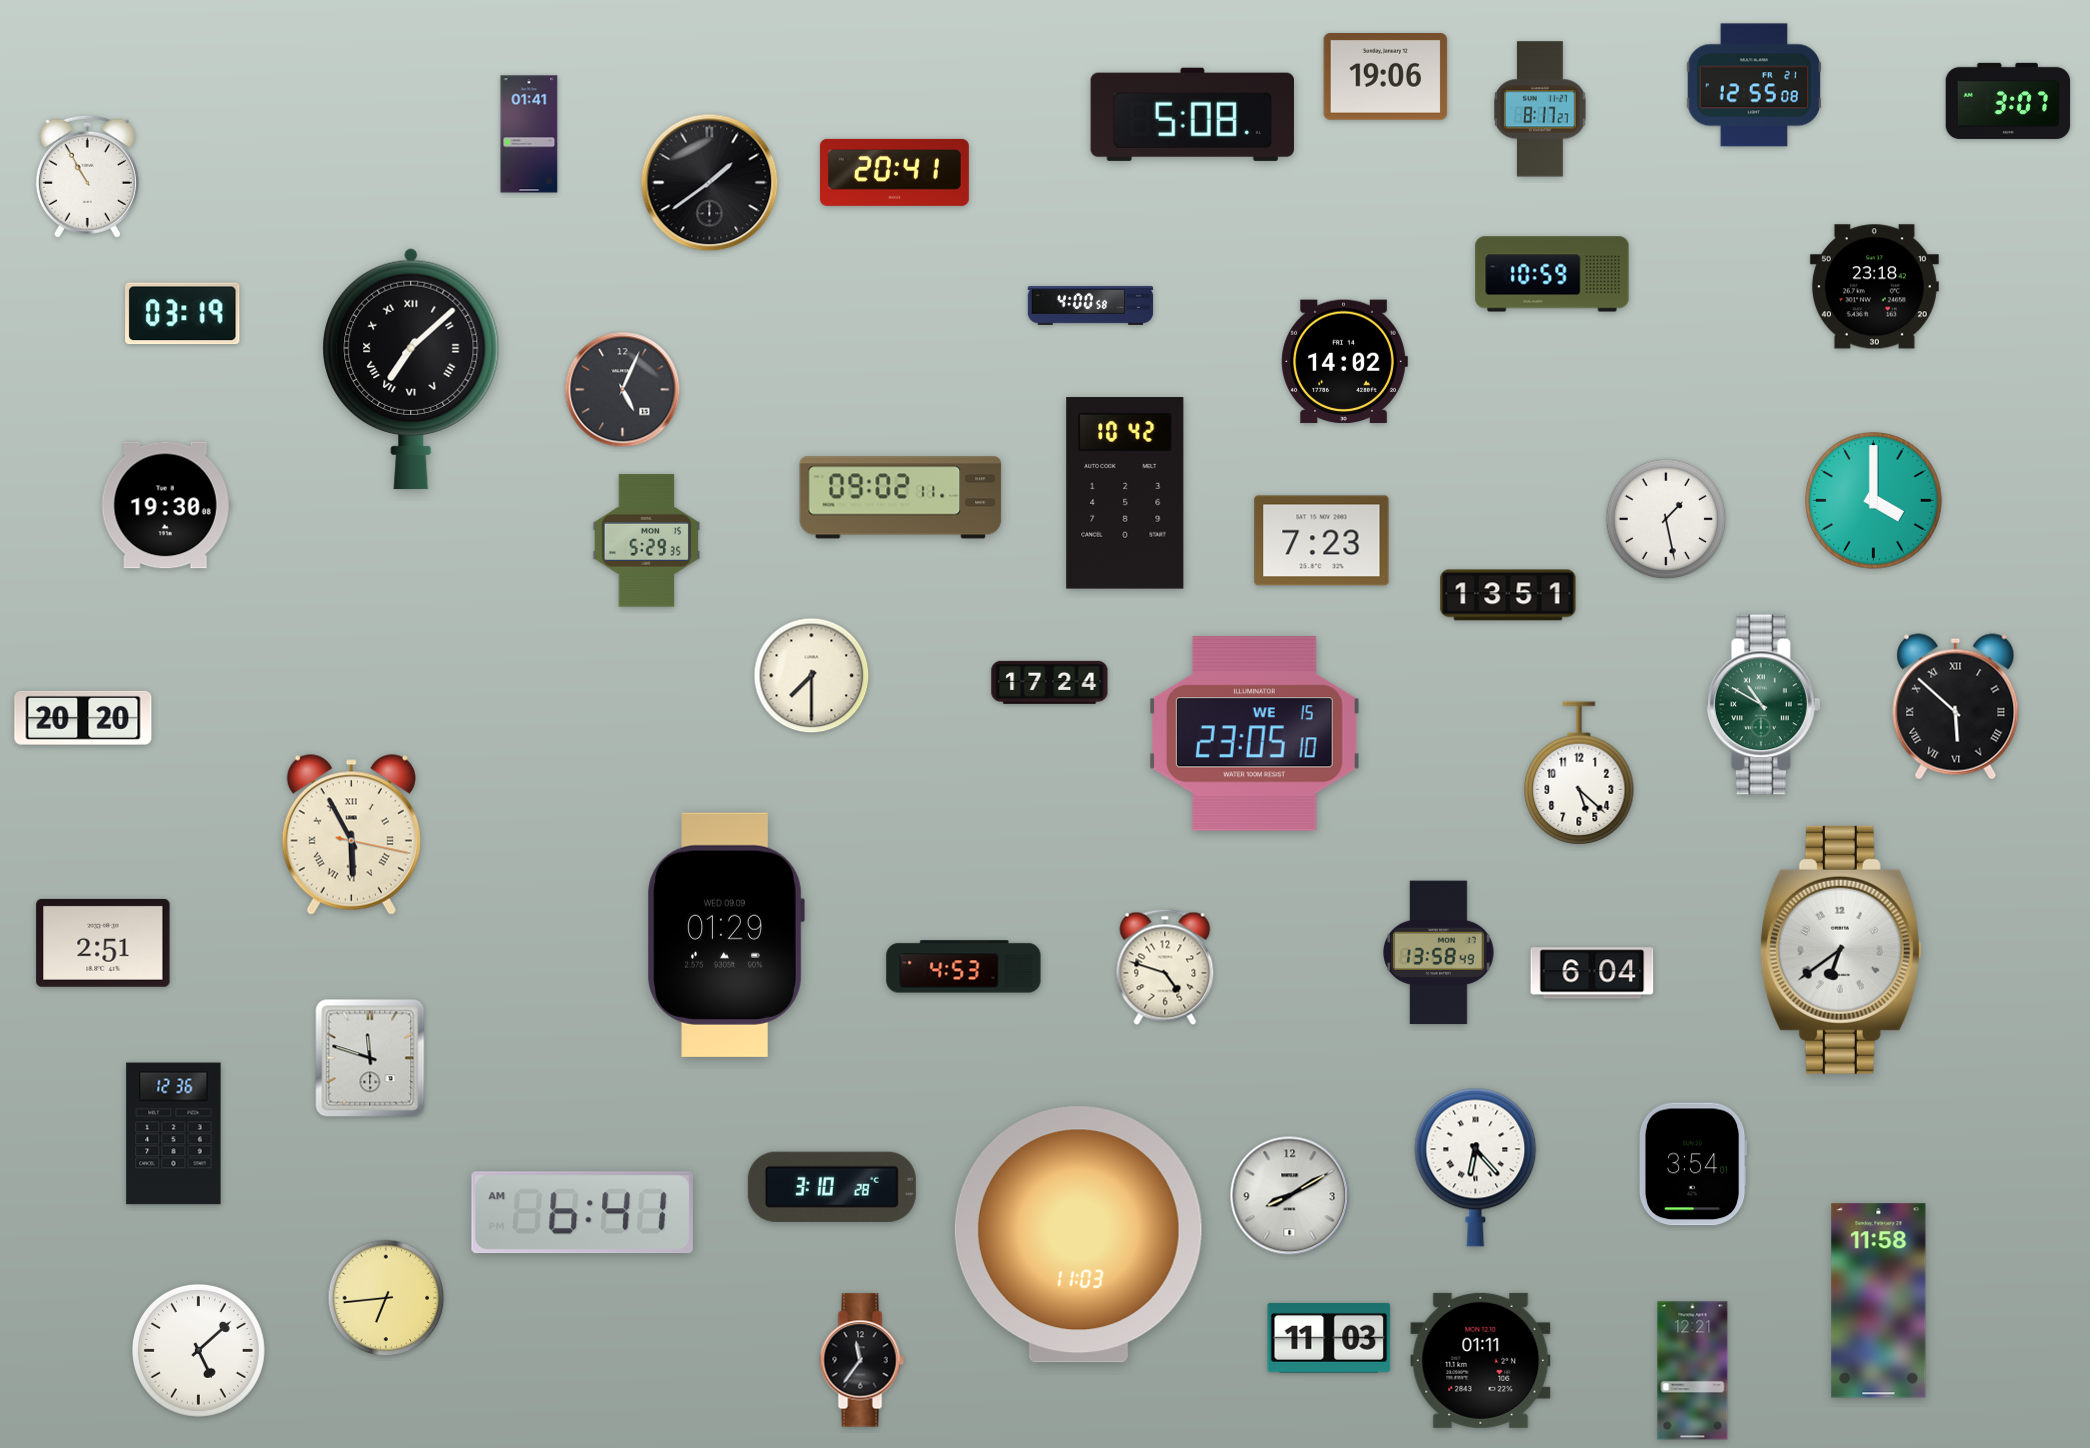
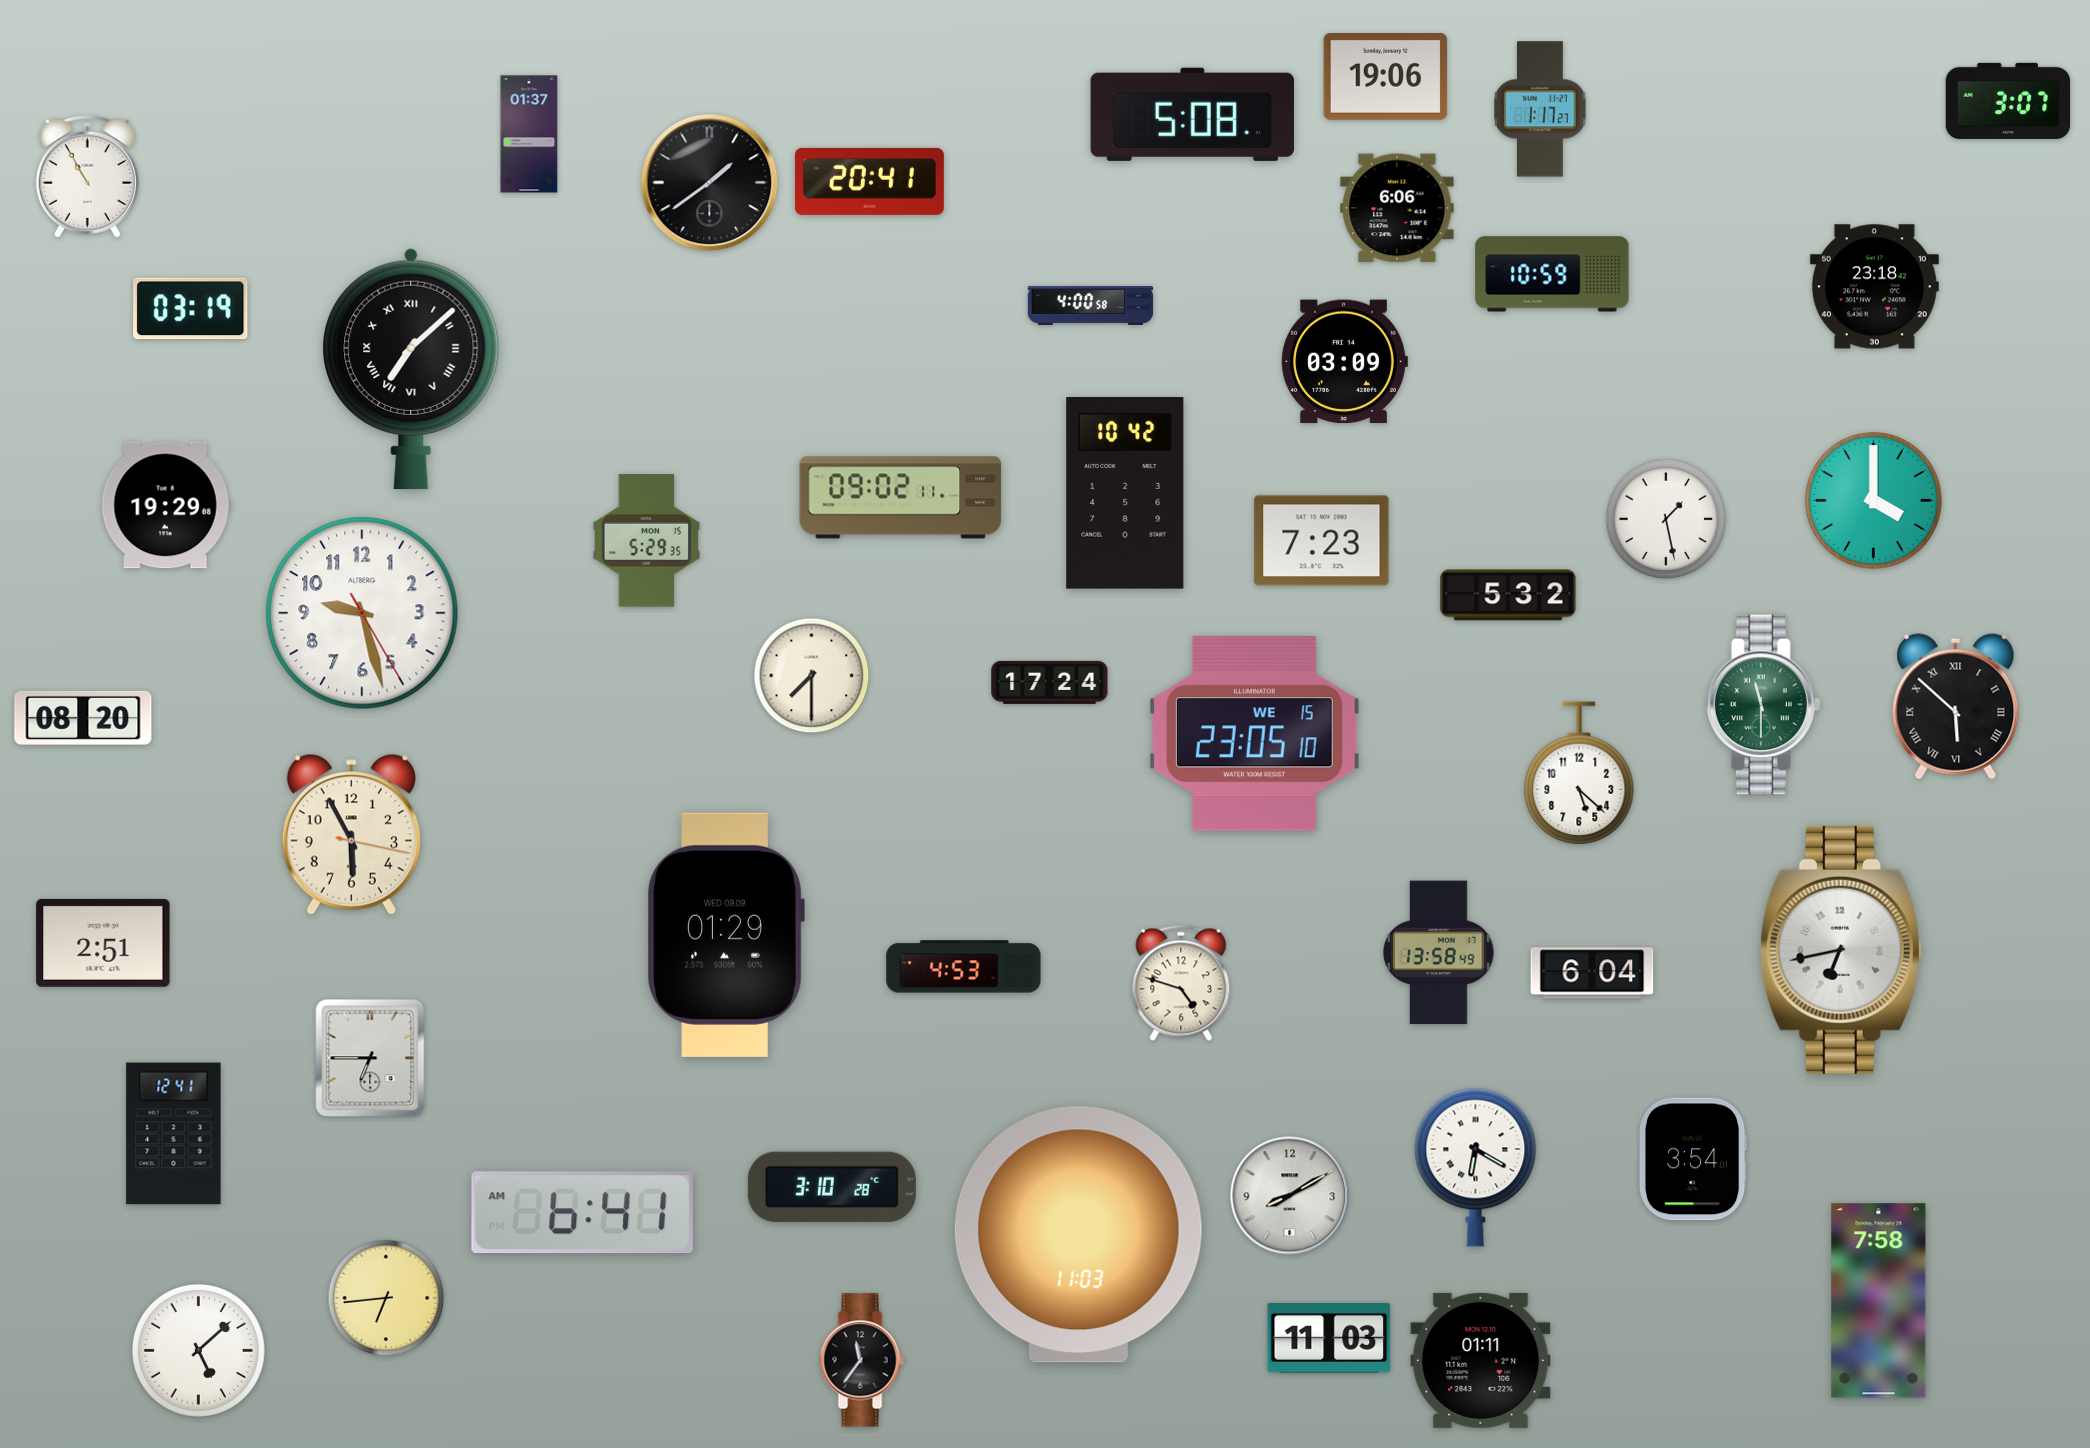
clock at (1754, 85): 12:55 -> none
clock at (1540, 109): 8:17 -> 1:17
clock at (529, 134): 01:41 -> 01:37
clock at (894, 172) position: (894, 172) -> (869, 181)
clock at (1397, 208): none -> 6:06
clock at (183, 314) position: (183, 314) -> (191, 309)
clock at (1344, 362): 14:02 -> 03:09
clock at (623, 390): 5:04 -> none
clock at (166, 505): 19:30 -> 19:29
clock at (1508, 595): 13:51 -> 5:32
clock at (362, 613): none -> 9:27
clock at (1763, 705): 10:50 -> 11:30
clock at (83, 718): 20:20 -> 08:20
clock at (351, 835) numerals: Roman -> Arabic
clock at (1841, 950): 6:39 -> 6:43
clock at (1165, 967) position: (1165, 967) -> (1181, 983)
clock at (370, 1058): 11:48 -> 6:45
clock at (174, 1134): 12:36 -> 12:41
clock at (1693, 1164) position: (1693, 1164) -> (1693, 1159)
clock at (1476, 1167): 6:23 -> 6:20
clock at (1879, 1301): 11:58 -> 7:58
clock at (1693, 1371): 12:21 -> none
